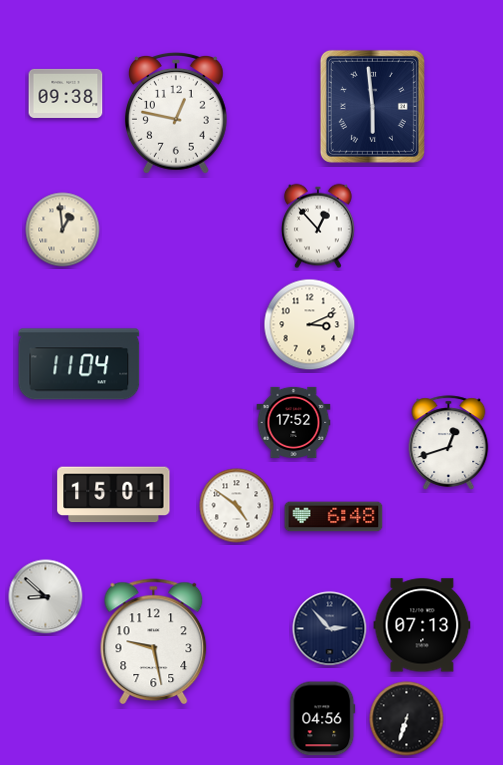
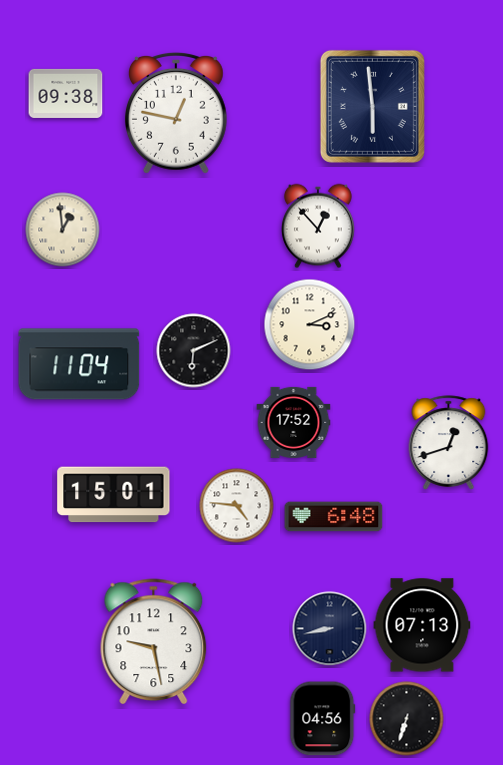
clock at (194, 351): none -> 6:11
clock at (237, 506): 4:51 -> 4:46
clock at (46, 597): 8:52 -> none
clock at (330, 629): 2:53 -> 8:43
